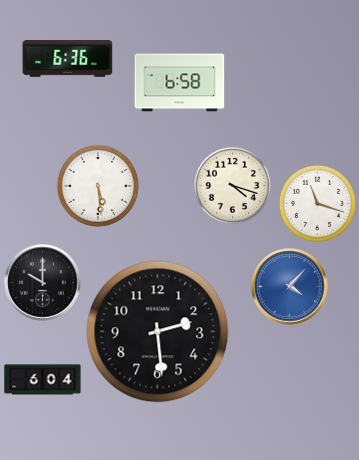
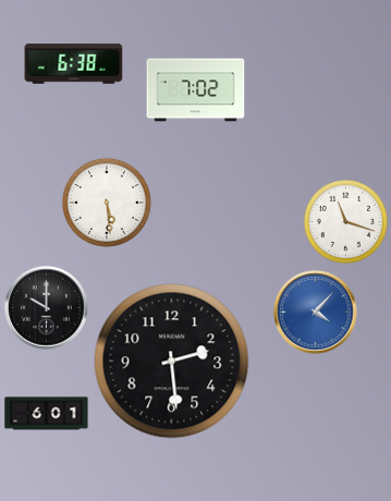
clock at (68, 59): 6:36 -> 6:38
clock at (180, 83): 6:58 -> 7:02
clock at (232, 185): 4:18 -> none
clock at (43, 380): 6:04 -> 6:01
